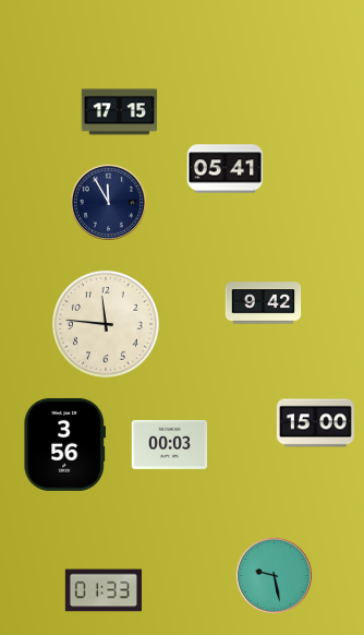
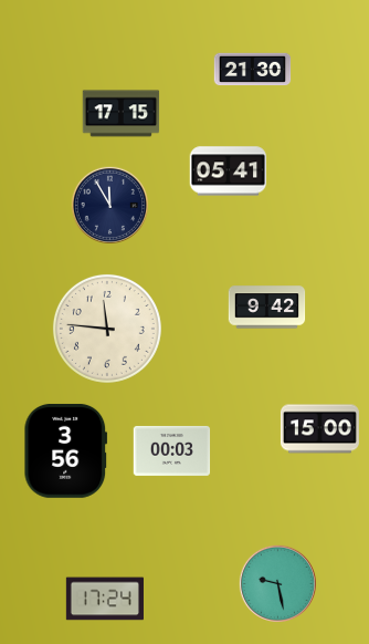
clock at (253, 70): none -> 21:30
clock at (104, 590): 01:33 -> 17:24
